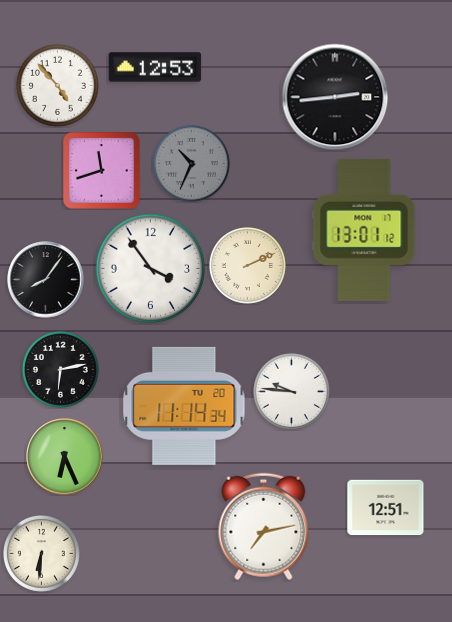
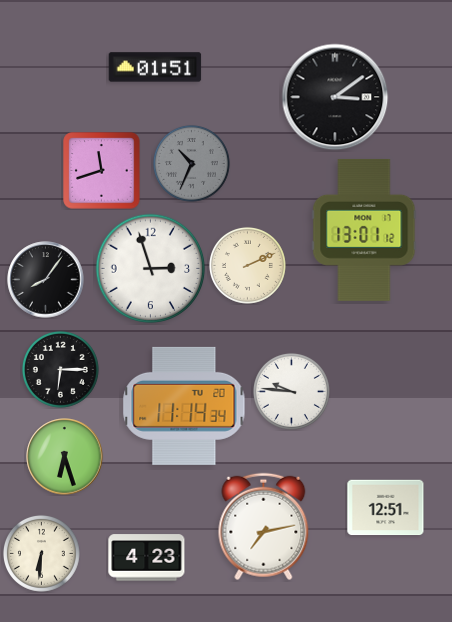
clock at (155, 67): 12:53 -> 01:51
clock at (57, 85): 4:53 -> none
clock at (335, 97): 2:44 -> 3:09
clock at (151, 269): 3:54 -> 2:57
clock at (60, 369): 6:13 -> 6:15
clock at (65, 457): 6:26 -> 6:27
clock at (147, 558): none -> 4:23
